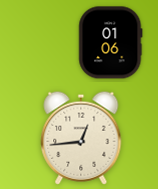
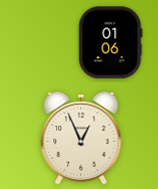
clock at (81, 138): 12:44 -> 12:56
